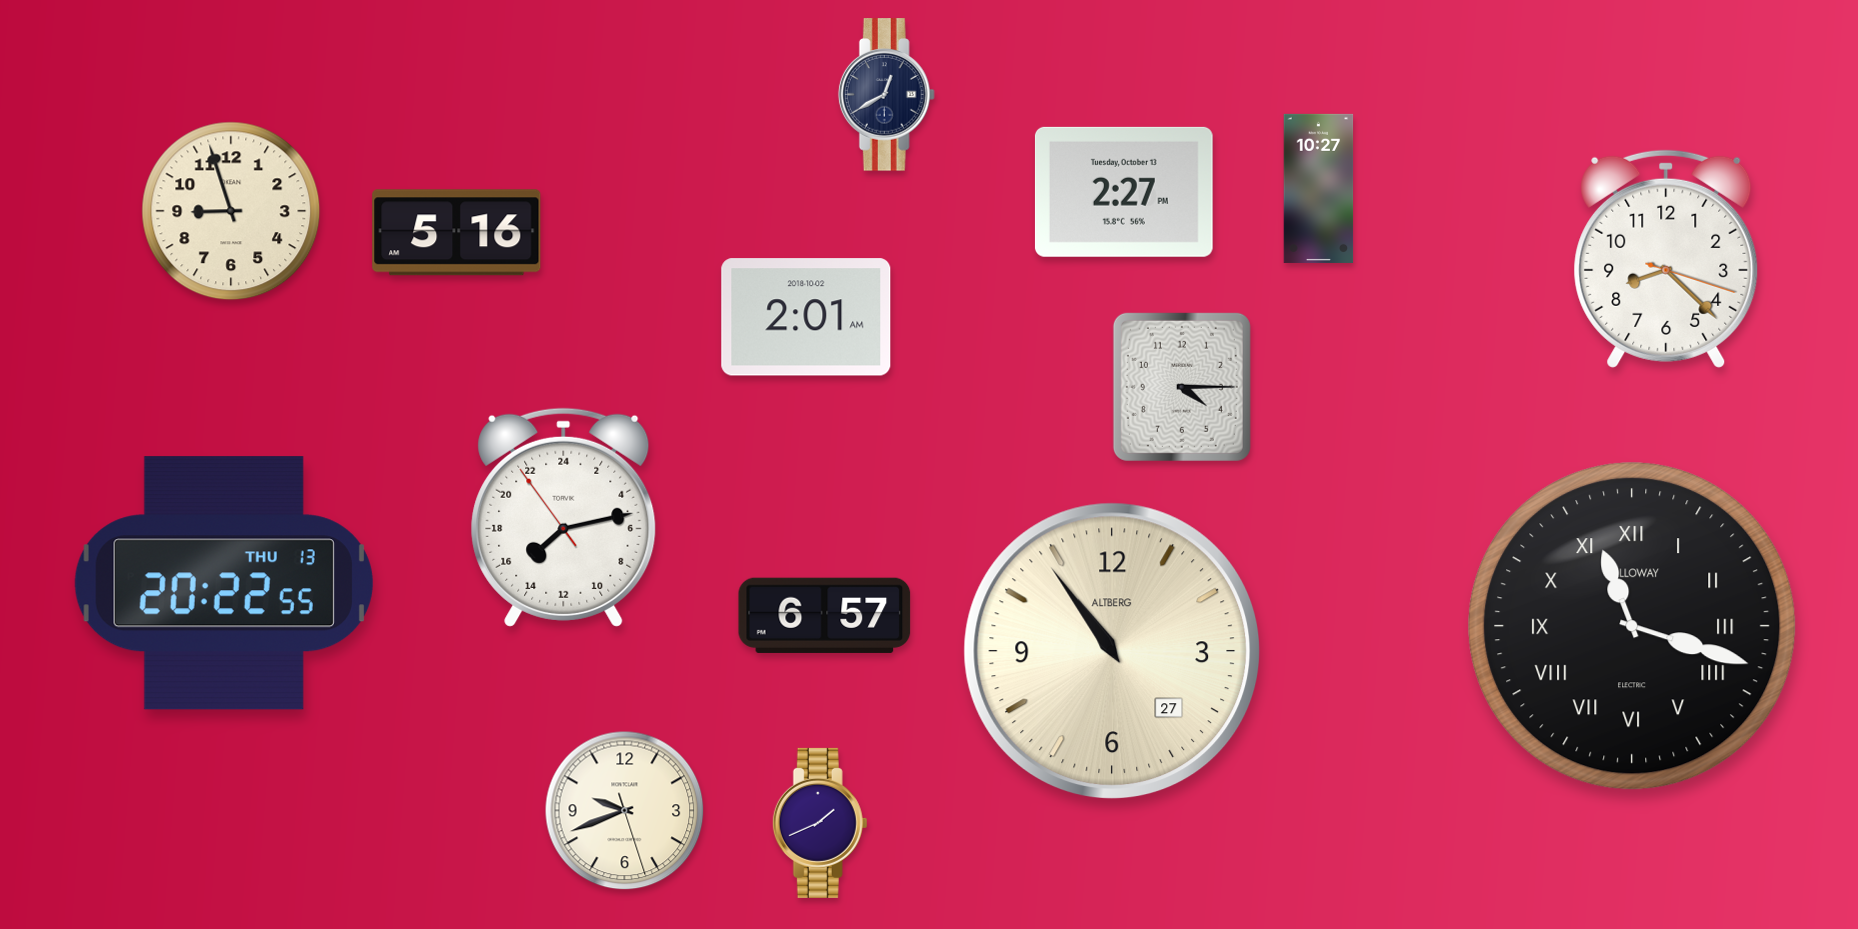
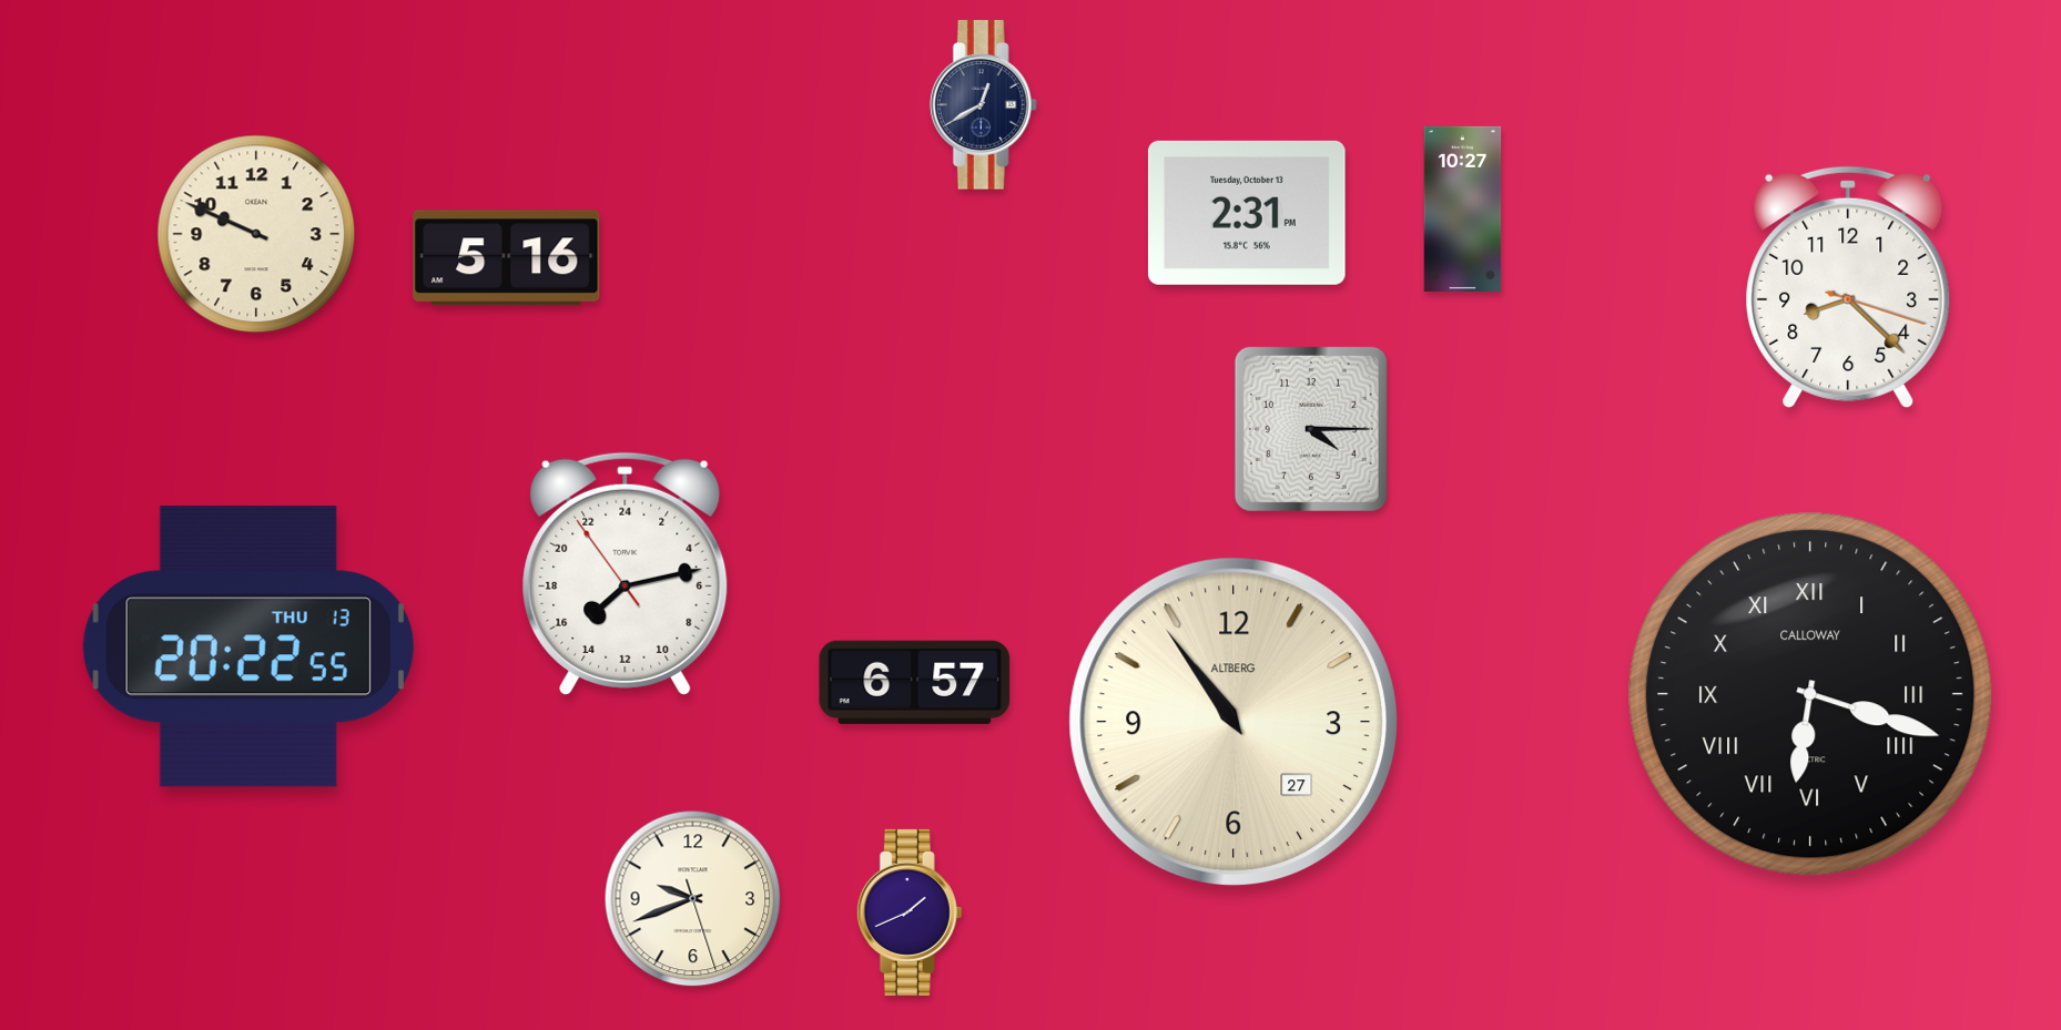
clock at (1124, 192): 2:27 -> 2:31
clock at (231, 211): 8:57 -> 9:49
clock at (806, 317): 2:01 -> none
clock at (1632, 626): 11:18 -> 6:18
